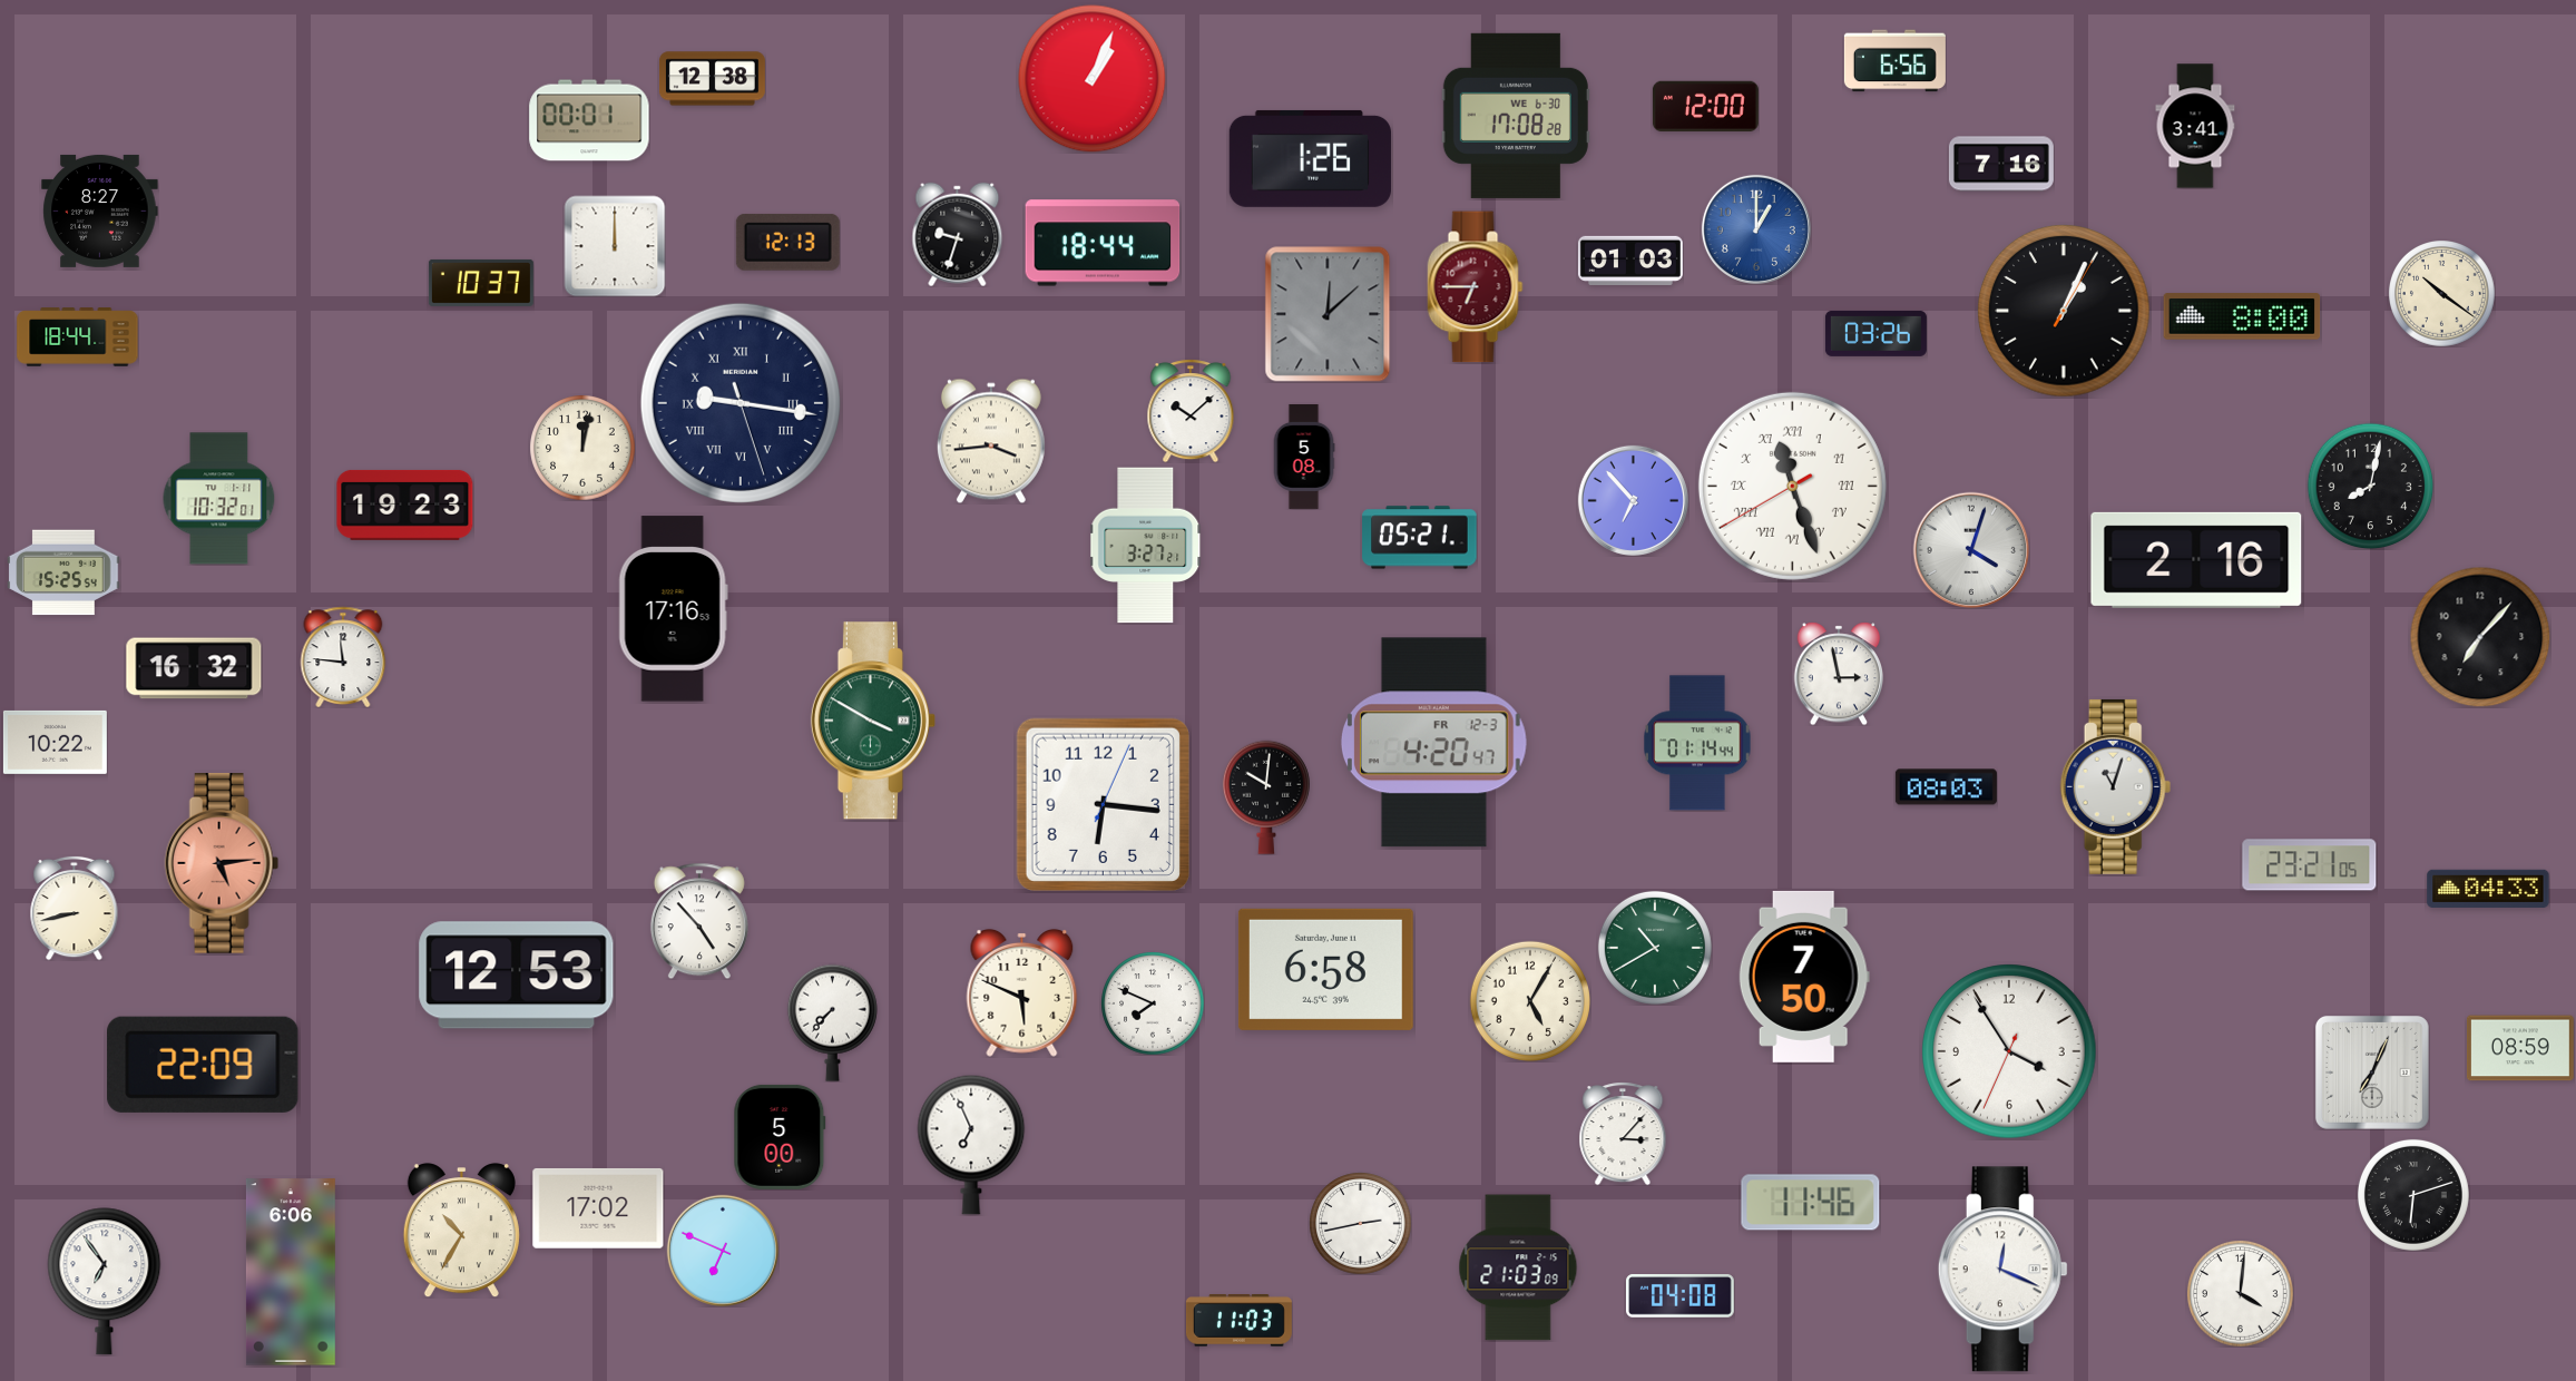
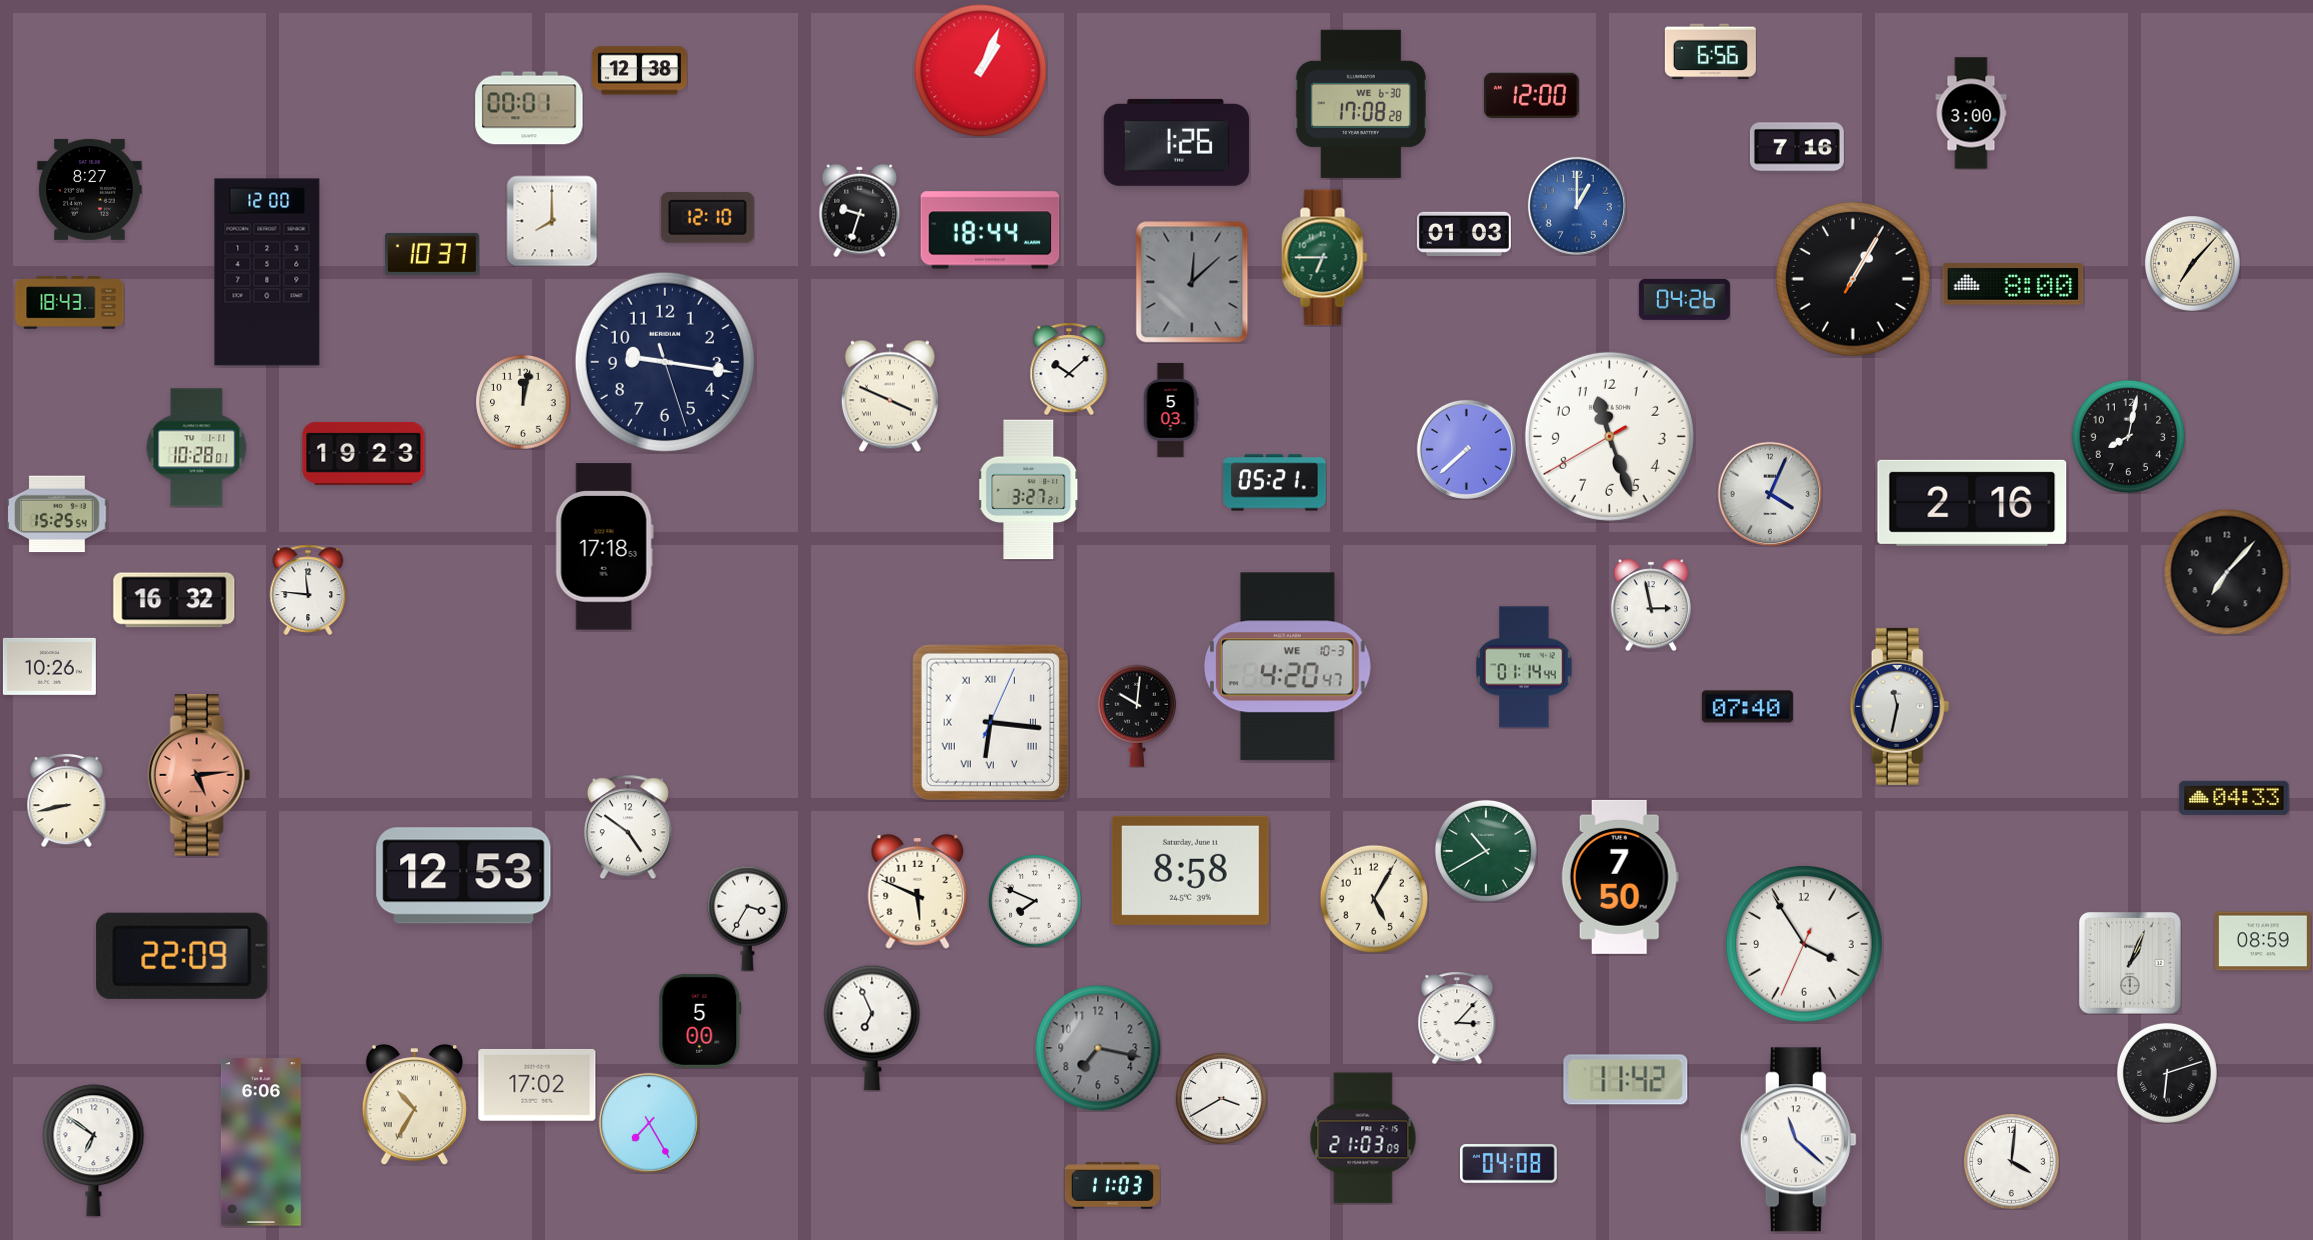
clock at (1894, 61) position: (1894, 61) -> (1710, 52)
clock at (2195, 126): 3:41 -> 3:00
clock at (787, 242): 12:13 -> 12:10
clock at (1103, 243) position: (1103, 243) -> (990, 230)
clock at (615, 246): 12:00 -> 8:00
clock at (1476, 287) dial: burgundy -> green
clock at (2442, 294): 10:21 -> 7:07
clock at (267, 272): none -> 12:00
clock at (2064, 311): 1:04 -> 1:05
clock at (1875, 333): 03:26 -> 04:26
clock at (78, 337): 18:44 -> 18:43
clock at (741, 403) numerals: Roman -> Arabic
clock at (991, 441): 3:44 -> 3:49
clock at (1304, 457): 5:08 -> 5:03
clock at (1792, 486) numerals: Roman -> Arabic
clock at (219, 499): 10:32 -> 10:28
clock at (1633, 500): 6:53 -> 7:38
clock at (1971, 550): 4:03 -> 4:04
clock at (673, 609): 17:16 -> 17:18
clock at (873, 721): 3:50 -> none
clock at (55, 742): 10:22 -> 10:26
clock at (1433, 743) date: FR 12-3 -> WE 10-3
clock at (2116, 786): 11:03 -> 11:32
clock at (1946, 787): 08:03 -> 07:40
clock at (1103, 804) numerals: Arabic -> Roman
clock at (2310, 865): 23:21 -> none
clock at (75, 908) position: (75, 908) -> (67, 800)
clock at (699, 921): 4:53 -> 4:51
clock at (1325, 969): 6:58 -> 8:58
clock at (832, 1022): 7:37 -> 3:35
clock at (2372, 1073): 7:04 -> 1:04
clock at (1098, 1048): none -> 7:17
clock at (1811, 1203): 11:46 -> 11:42
clock at (1360, 1223): 2:43 -> 3:40
clock at (723, 1251): 6:49 -> 7:25
clock at (2002, 1270): 12:19 -> 11:22
clock at (105, 1282): 6:54 -> 6:51
